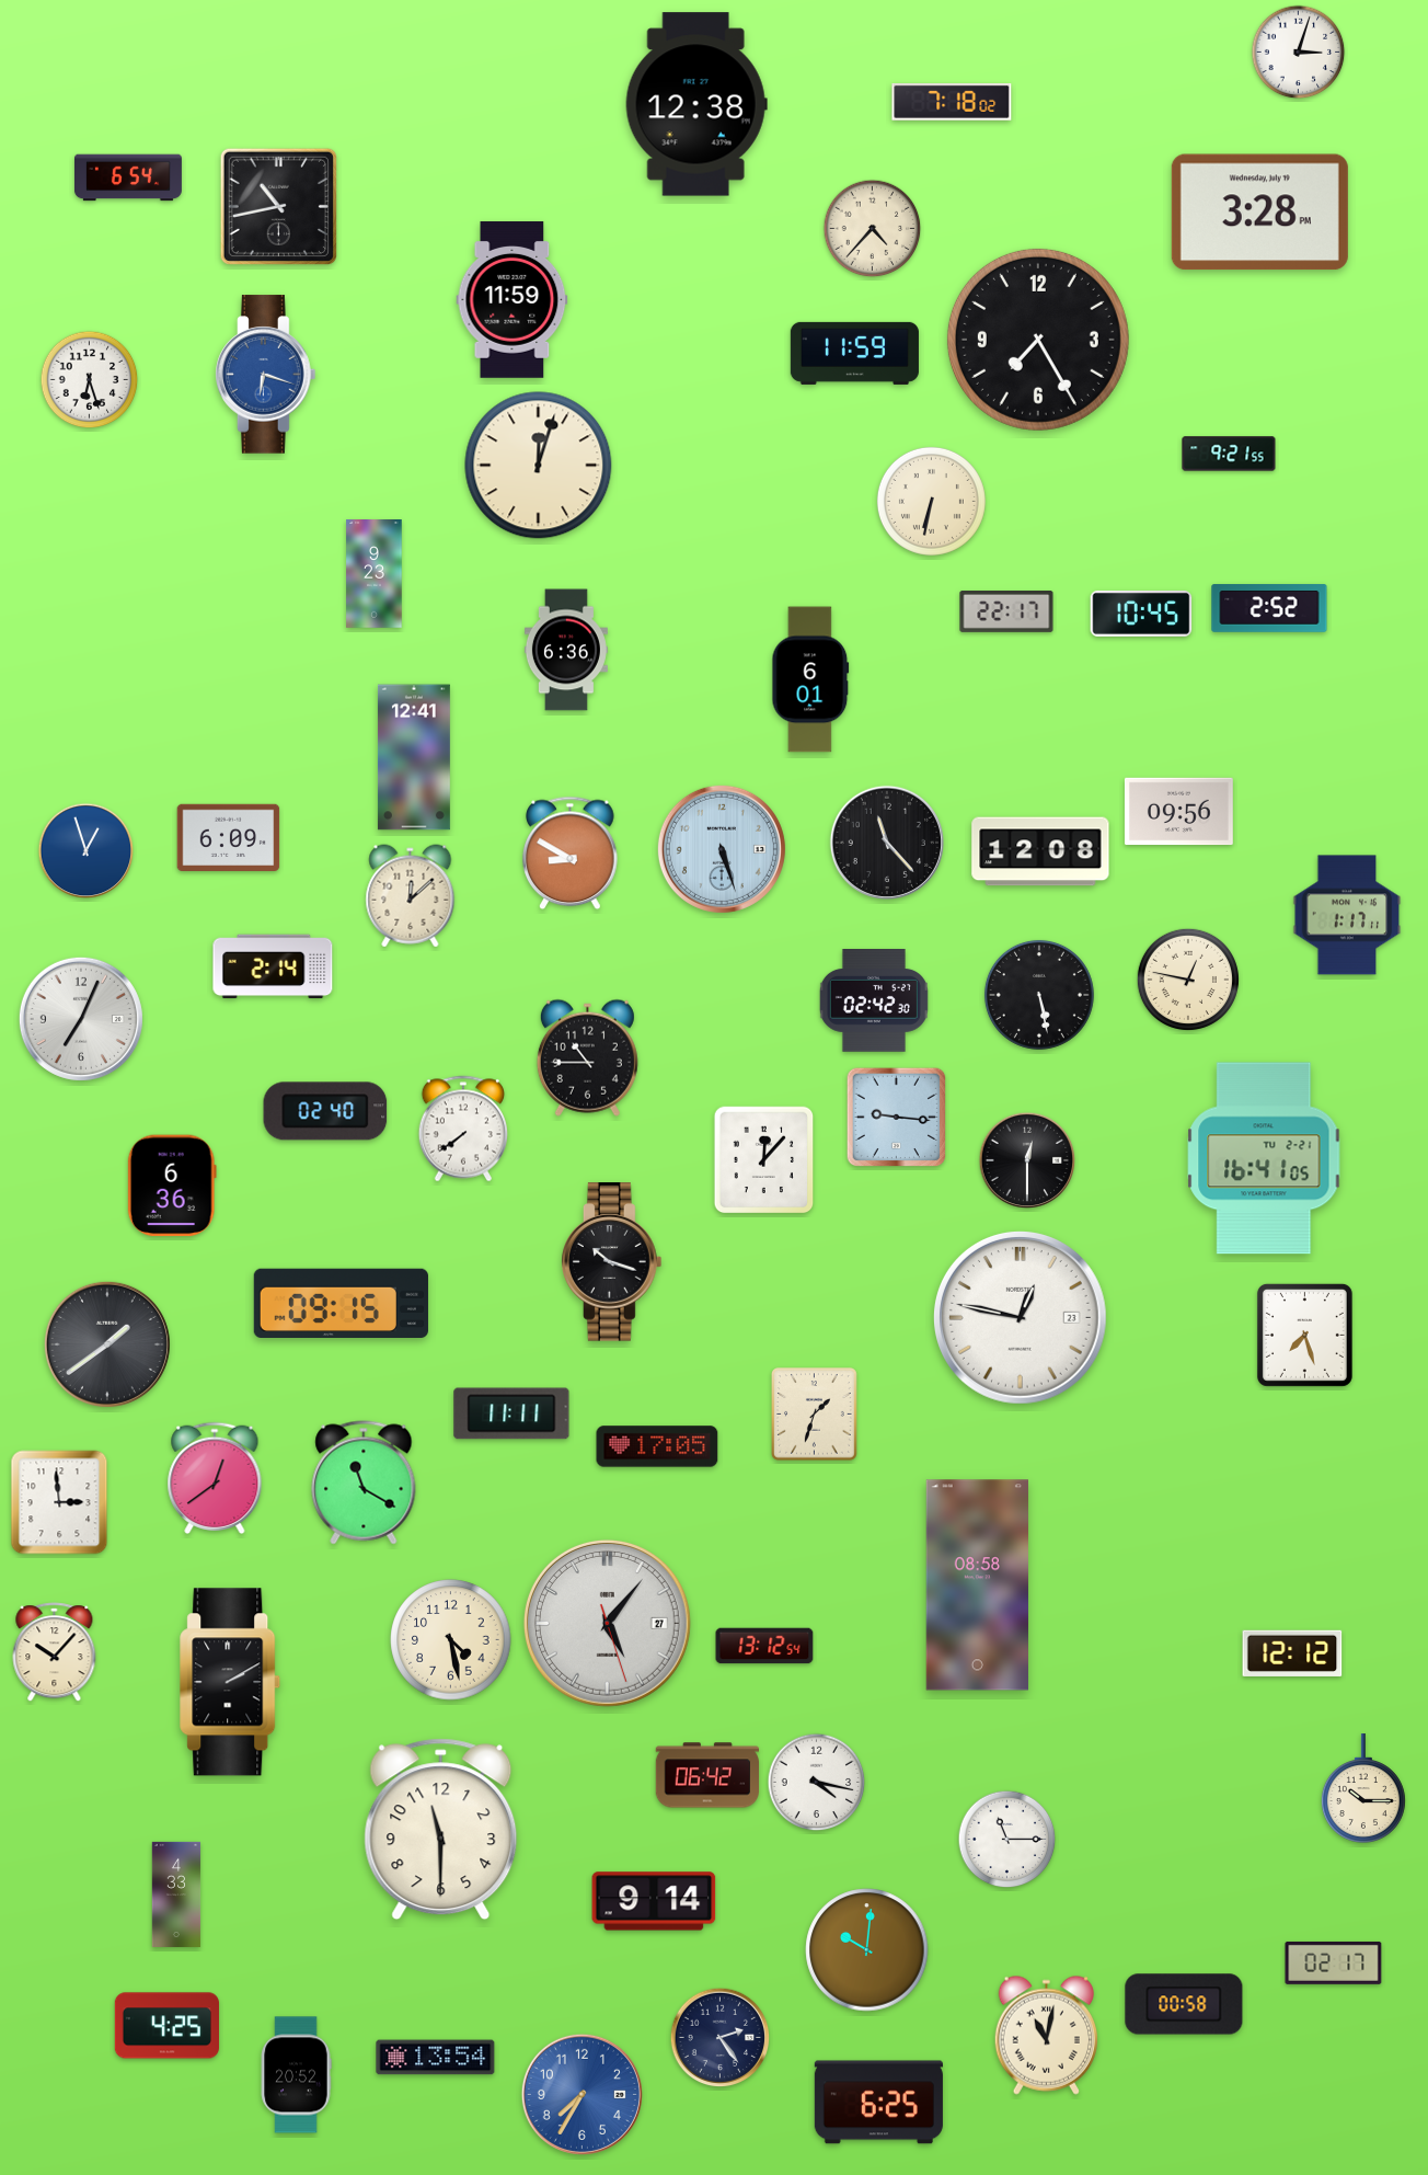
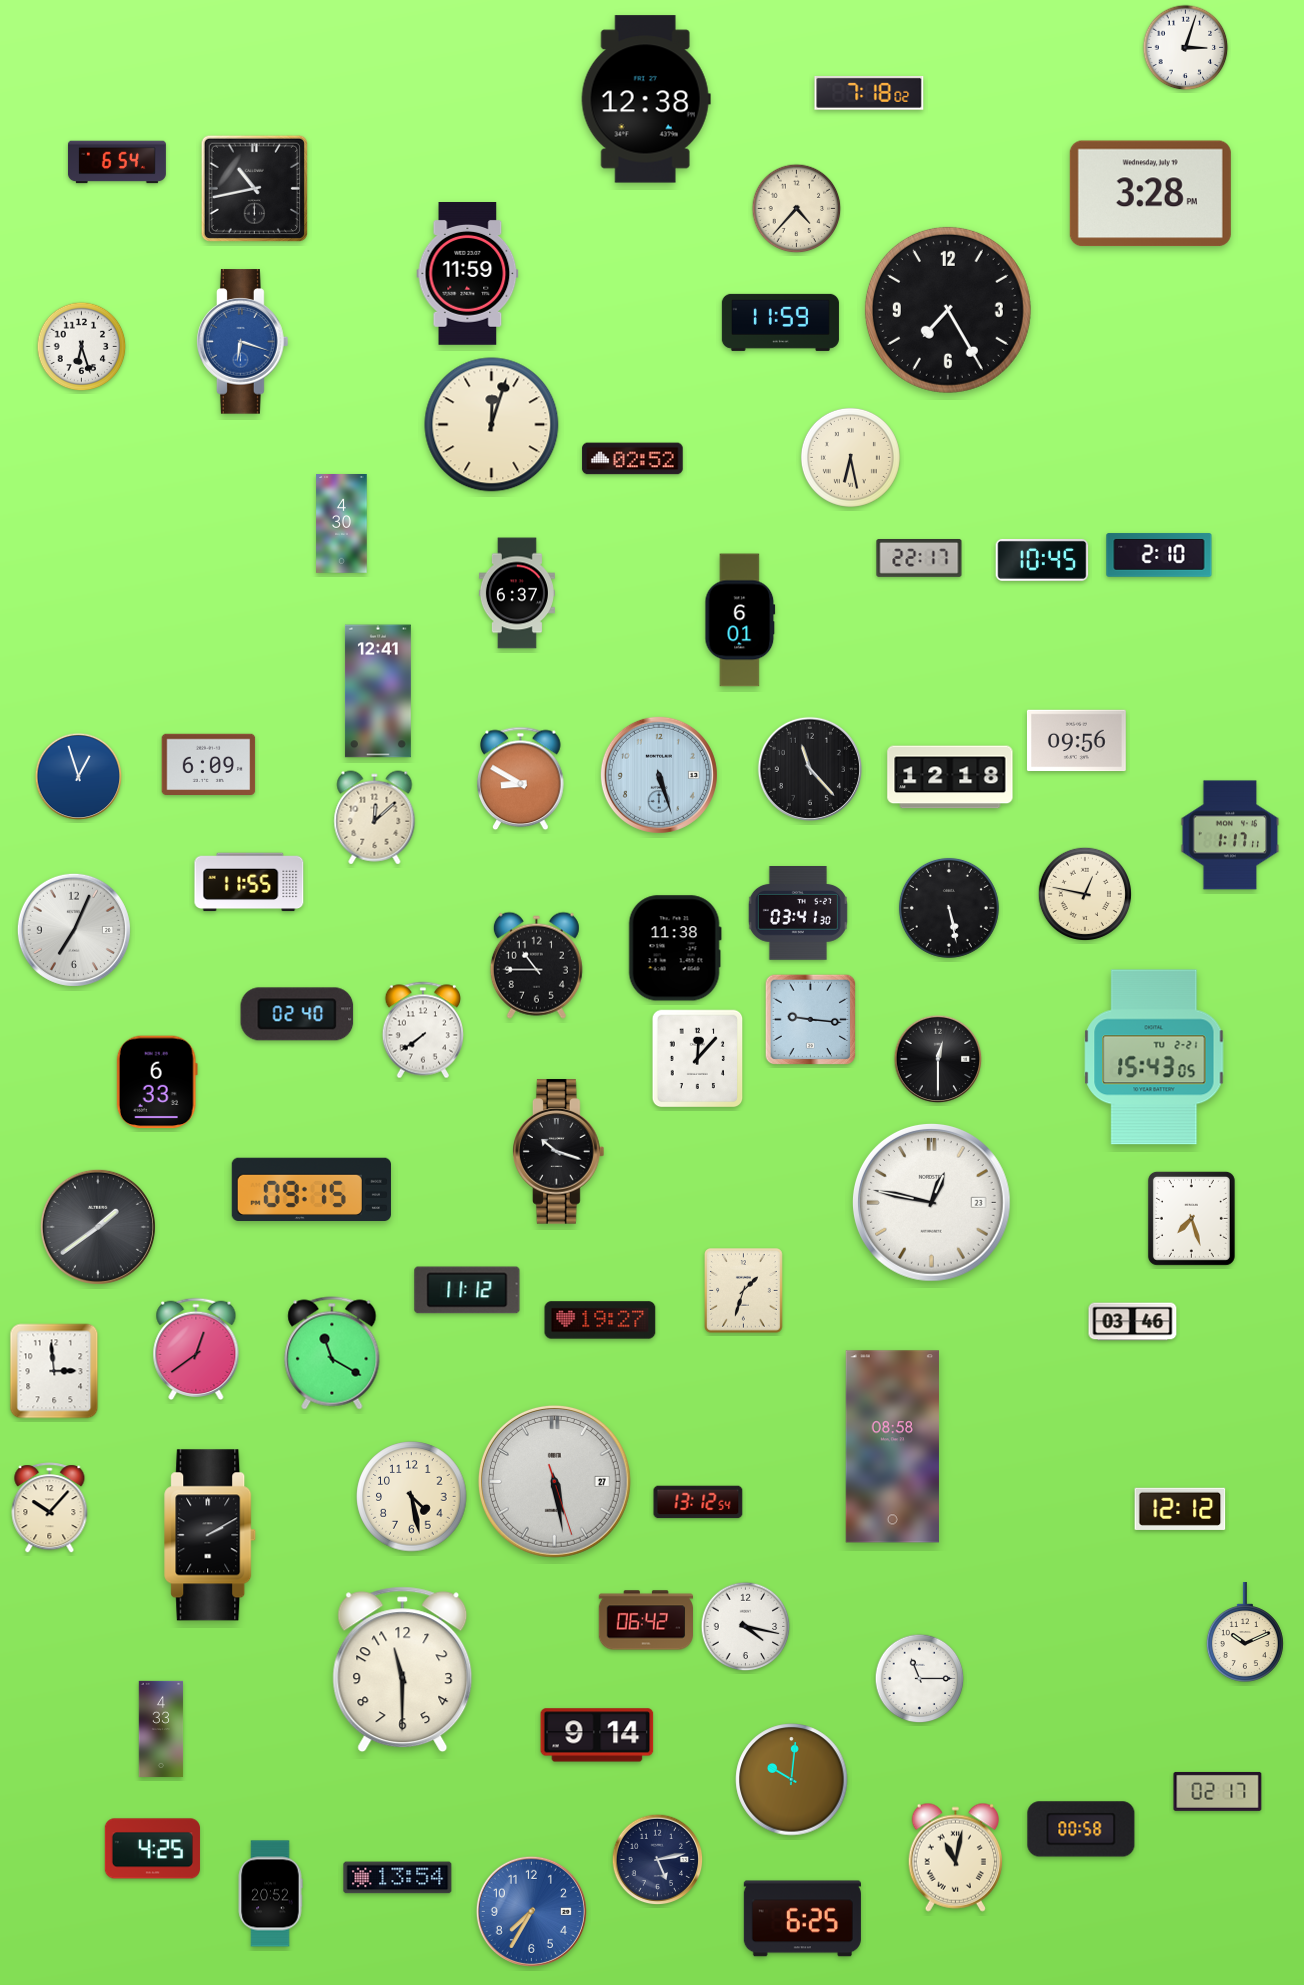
clock at (696, 104) position: (696, 104) -> (646, 99)
clock at (1229, 454): 9:21 -> none
clock at (931, 501): 6:32 -> 6:28
clock at (633, 459): none -> 02:52
clock at (375, 574): 9:23 -> 4:30
clock at (1269, 608): 2:52 -> 2:10
clock at (566, 650): 6:36 -> 6:37
clock at (1040, 851): 12:08 -> 12:18
clock at (273, 966): 2:14 -> 11:55
clock at (874, 1001): 02:42 -> 03:41
clock at (675, 948): none -> 11:38
clock at (897, 1118) position: (897, 1118) -> (811, 1020)
clock at (1264, 1158): 16:41 -> 15:43
clock at (172, 1186): 6:36 -> 6:33
clock at (511, 1413): 11:11 -> 11:12
clock at (657, 1446): 17:05 -> 19:27
clock at (1133, 1322): none -> 03:46
clock at (607, 1623): 5:06 -> 5:28
clock at (1363, 1788): 10:15 -> 10:11
clock at (721, 2038): 2:24 -> 5:13
